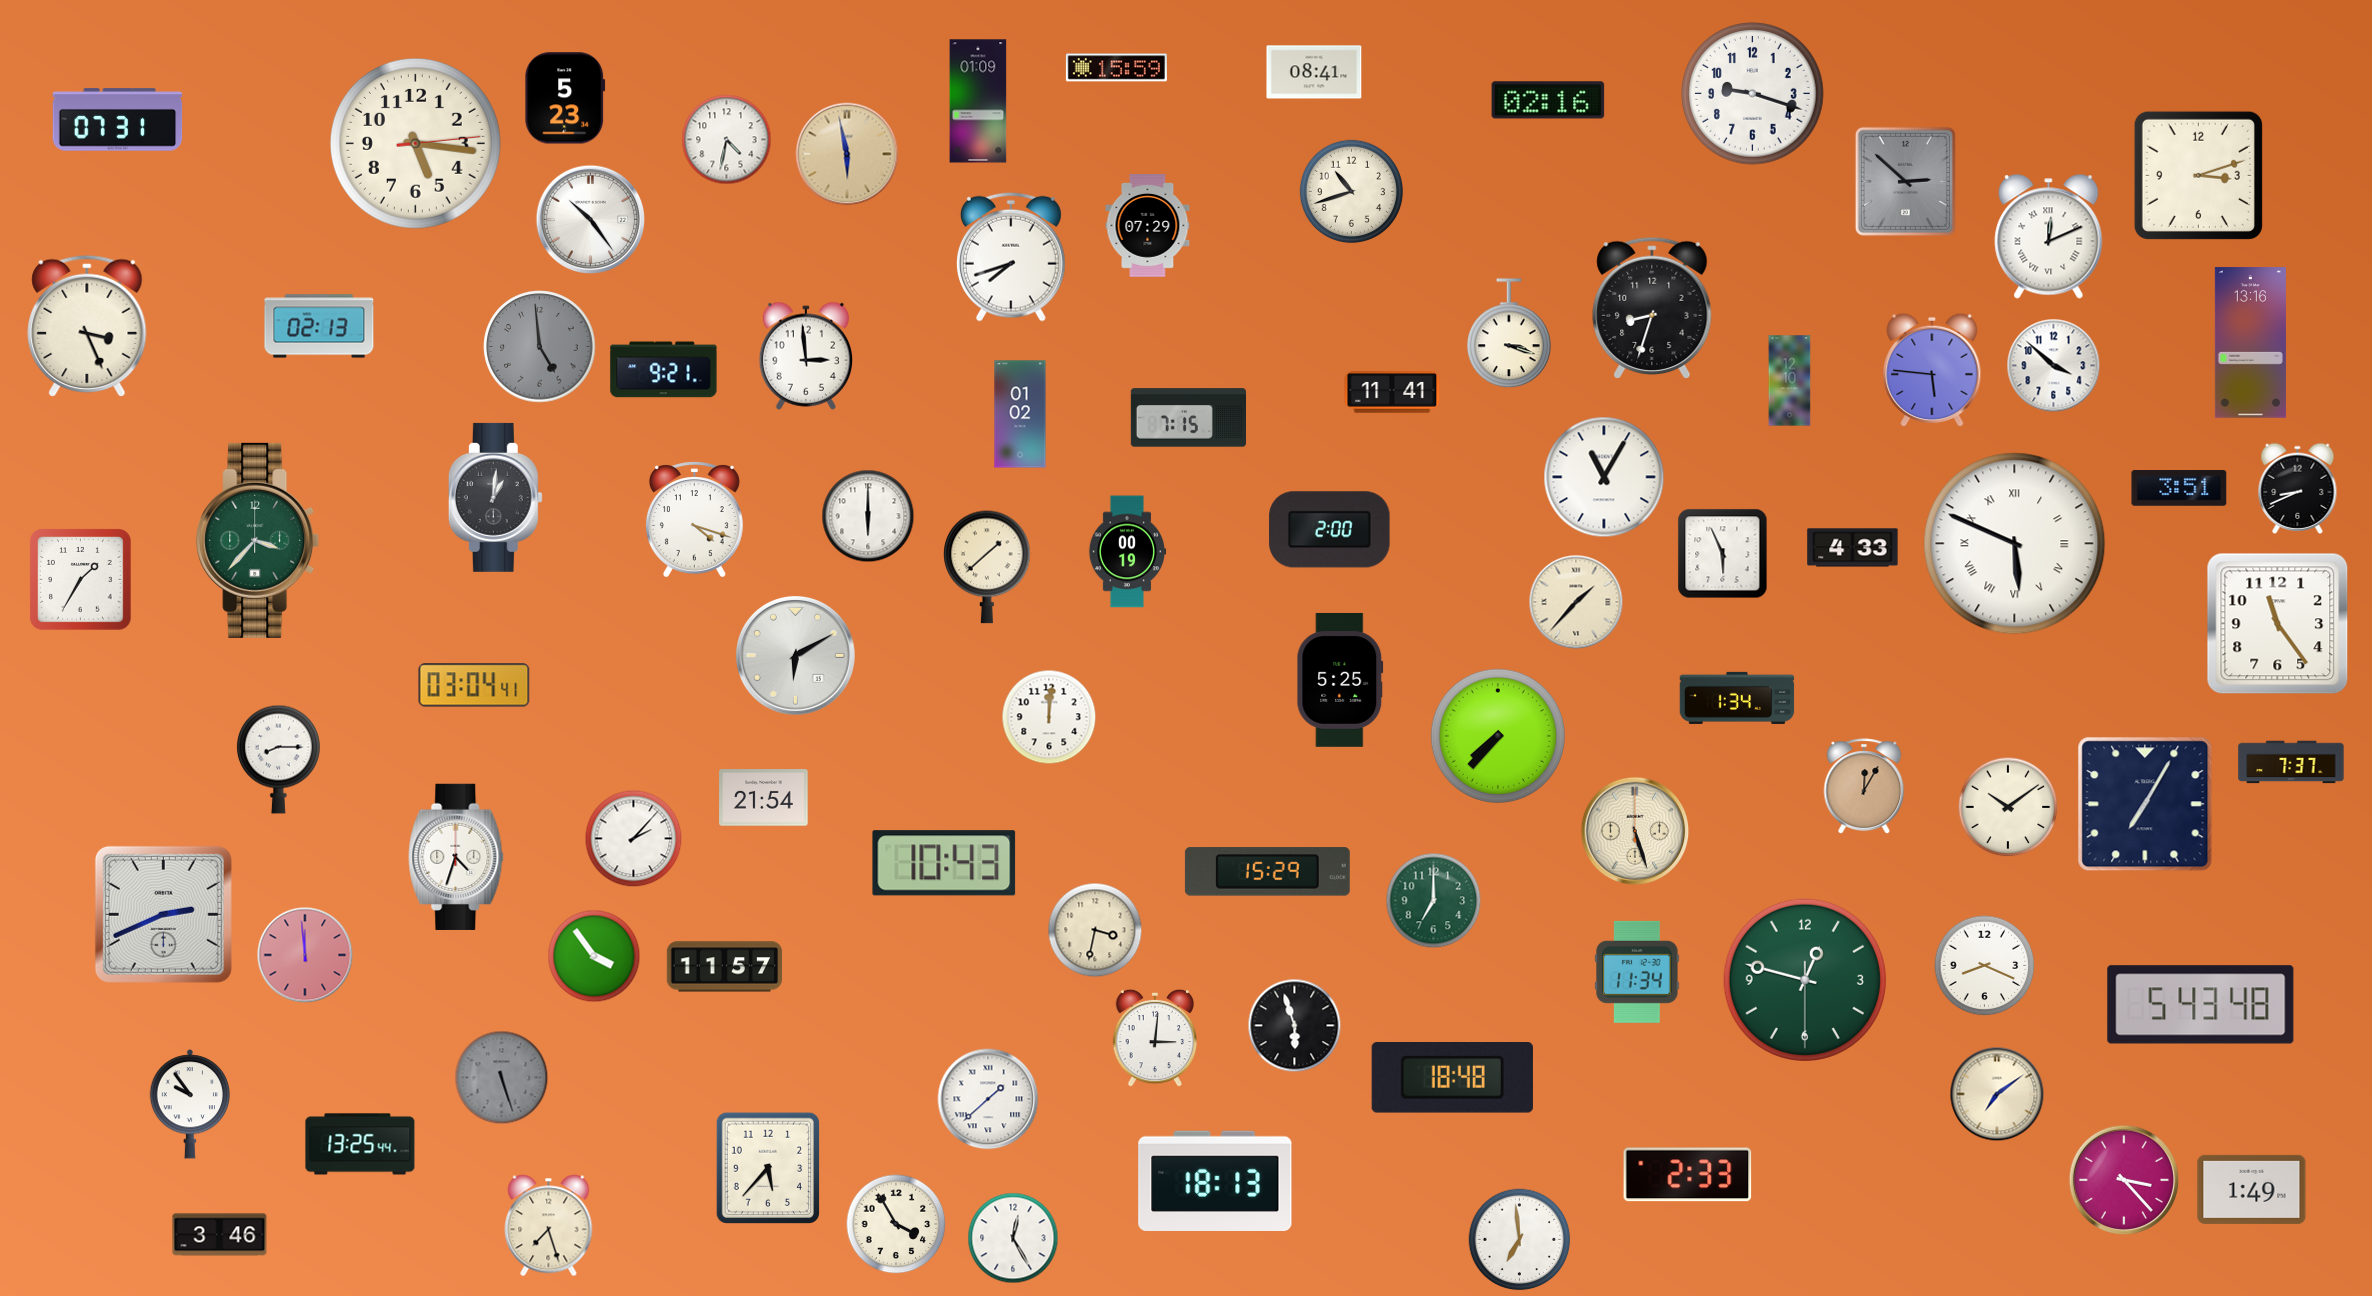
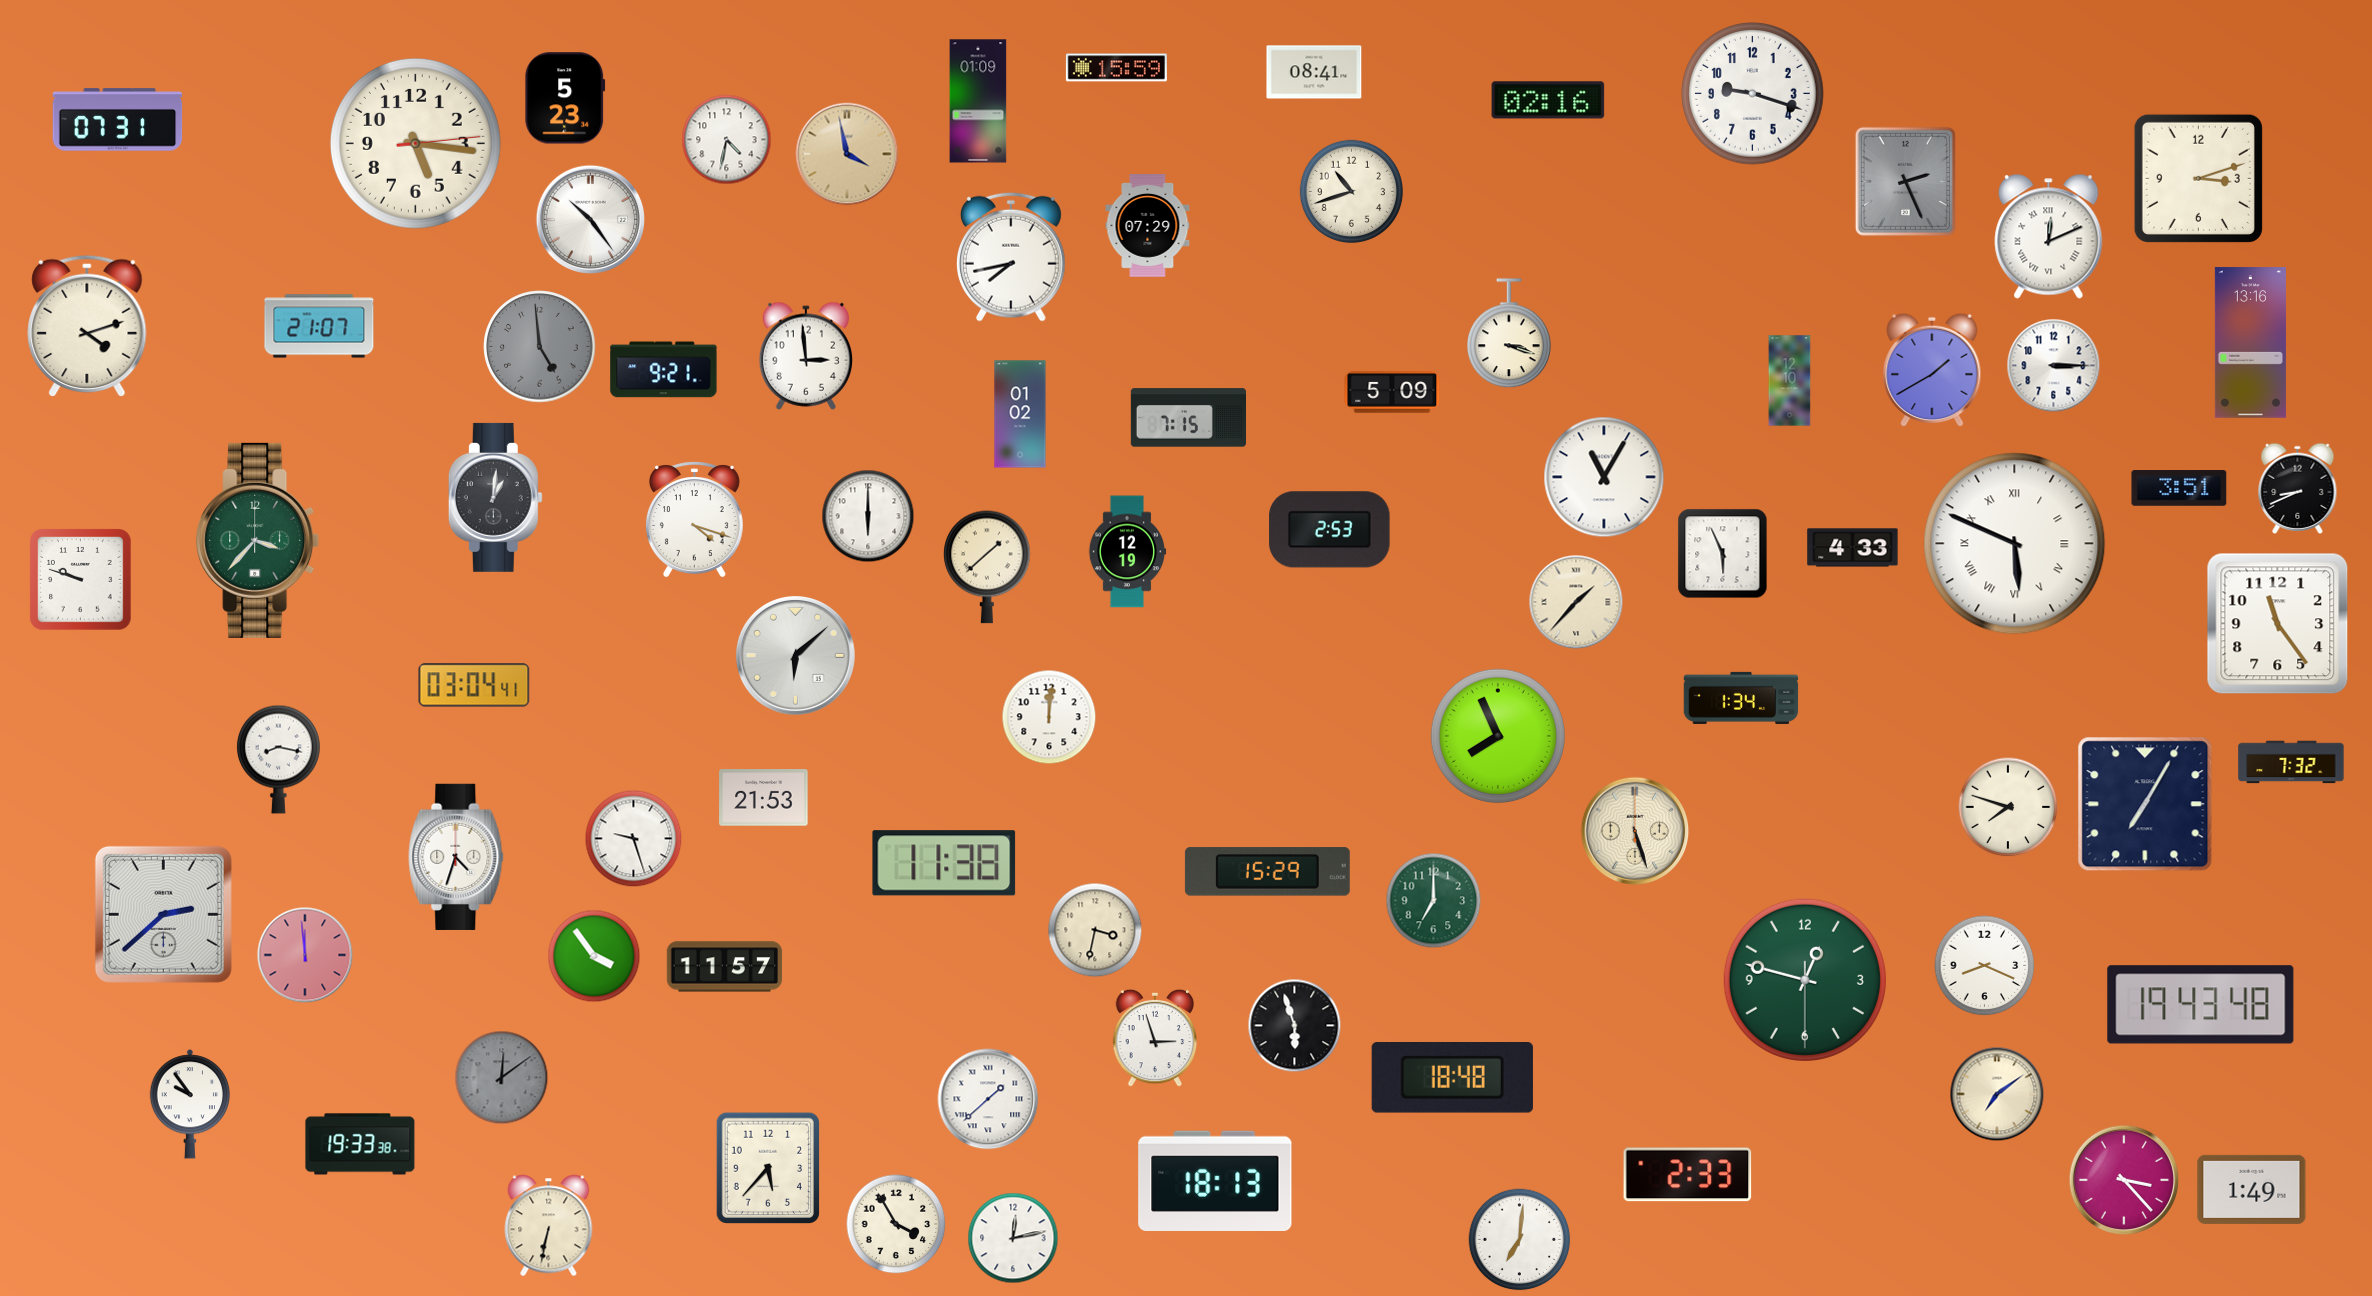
clock at (847, 154): 5:58 -> 3:58
clock at (2198, 175) position: (2198, 175) -> (2198, 178)
clock at (1905, 181): 2:52 -> 2:26
clock at (1011, 257): 7:42 -> 7:43
clock at (1652, 307): 8:33 -> none
clock at (87, 325): 3:26 -> 4:12
clock at (319, 326): 02:13 -> 21:07
clock at (2054, 366): 3:52 -> 3:15
clock at (1932, 370): 5:46 -> 1:40
clock at (1392, 392): 11:41 -> 5:09
clock at (1330, 530): 2:00 -> 2:53
clock at (1127, 552): 00:19 -> 12:19
clock at (81, 580): 1:35 -> 9:48
clock at (795, 655): 6:10 -> 6:08
clock at (1340, 680): 5:25 -> none
clock at (1737, 698) position: (1737, 698) -> (1741, 698)
clock at (1498, 736): 7:37 -> 7:56
clock at (278, 759): 8:15 -> 8:17
clock at (2291, 762): 7:37 -> 7:32
clock at (1864, 786): 12:05 -> none
clock at (764, 798): 21:54 -> 21:53
clock at (2008, 807): 10:09 -> 7:48
clock at (634, 839): 2:07 -> 9:27
clock at (944, 863): 10:43 -> 11:38
clock at (163, 914): 2:41 -> 2:38
clock at (1637, 972): 11:34 -> none
clock at (2201, 1005): 5:43 -> 19:43
clock at (1155, 1038): 3:01 -> 2:57
clock at (502, 1078): 5:27 -> 12:09
clock at (360, 1144): 13:25 -> 19:33
clock at (549, 1226): 7:27 -> 6:32
clock at (220, 1235): 3:46 -> none
clock at (1013, 1238): 12:25 -> 12:13
clock at (1520, 1240): 6:59 -> 7:01
